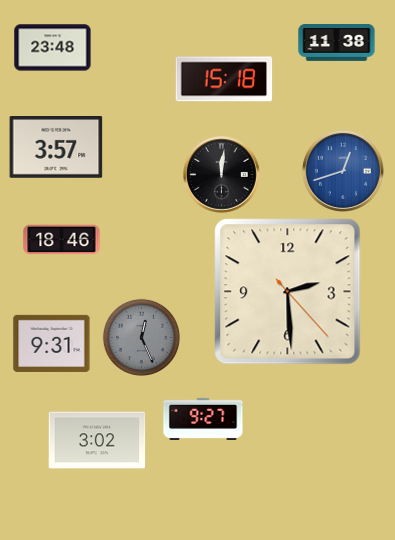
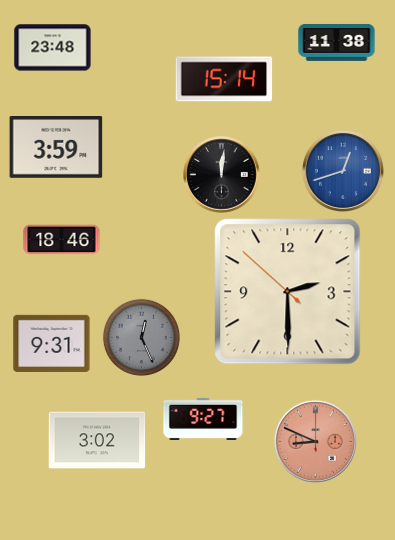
clock at (224, 79): 15:18 -> 15:14
clock at (56, 148): 3:57 -> 3:59
clock at (288, 292): 2:29:23 -> 2:29:52
clock at (315, 441): none -> 8:49
